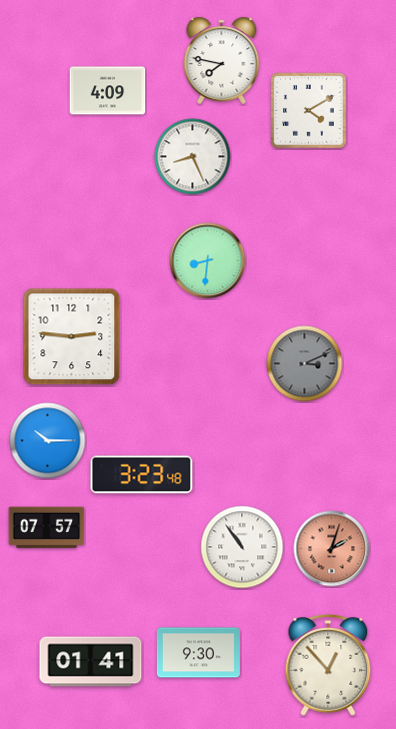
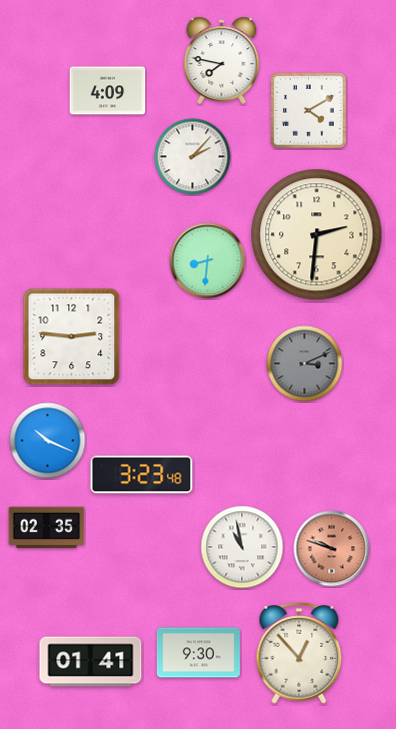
clock at (193, 157): 8:26 -> 2:07
clock at (317, 235): none -> 2:31
clock at (48, 441): 10:15 -> 10:19
clock at (47, 528): 07:57 -> 02:35
clock at (242, 547): 10:54 -> 10:58
clock at (332, 549): 2:03 -> 9:48
clock at (328, 665) position: (328, 665) -> (299, 653)
